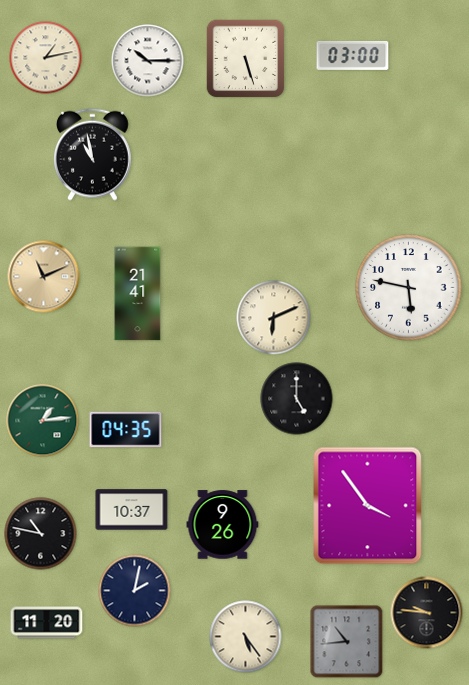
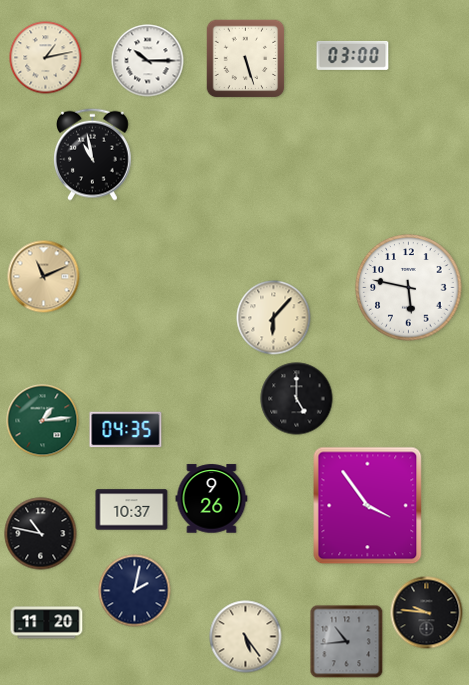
clock at (138, 294): 21:41 -> none
clock at (274, 318): 6:11 -> 6:07
clock at (223, 525) position: (223, 525) -> (212, 499)
